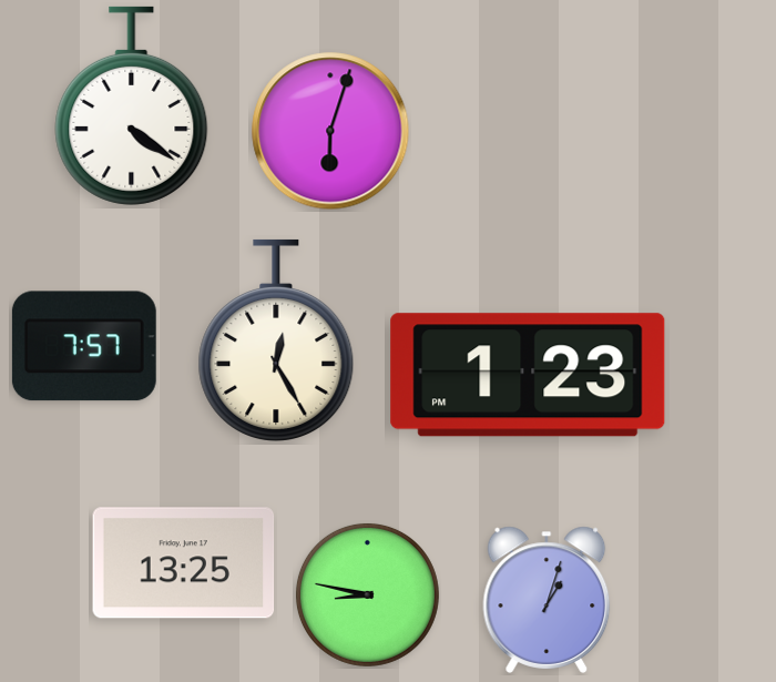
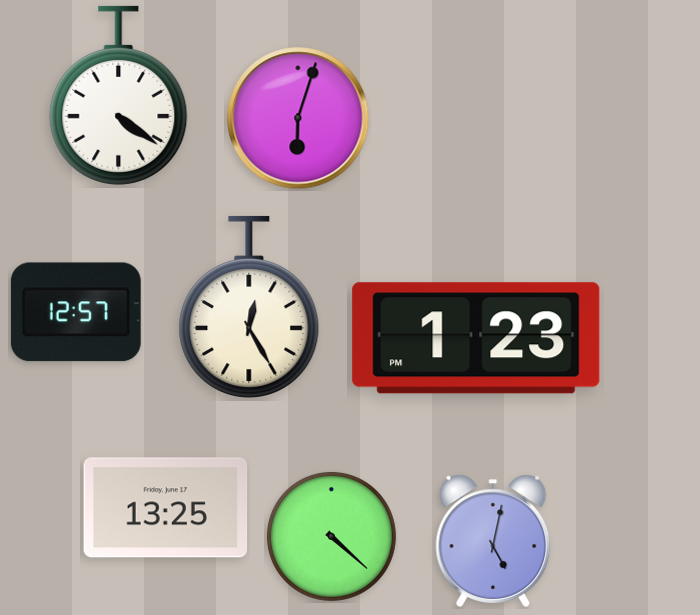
clock at (84, 346): 7:57 -> 12:57
clock at (367, 594): 8:47 -> 4:22
clock at (547, 600): 1:03 -> 5:02
